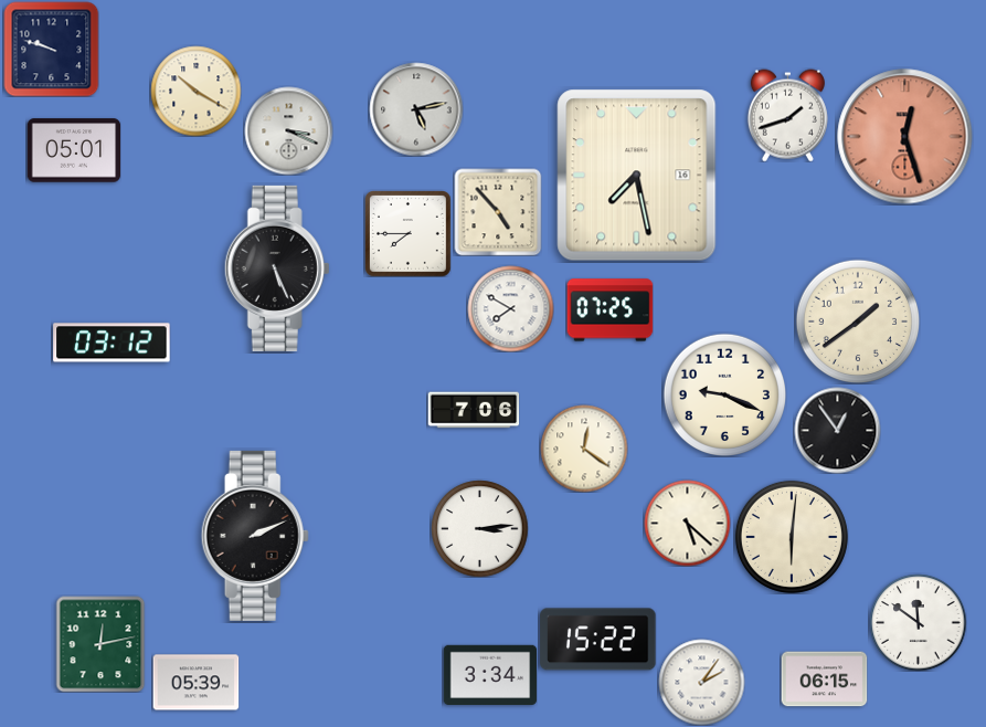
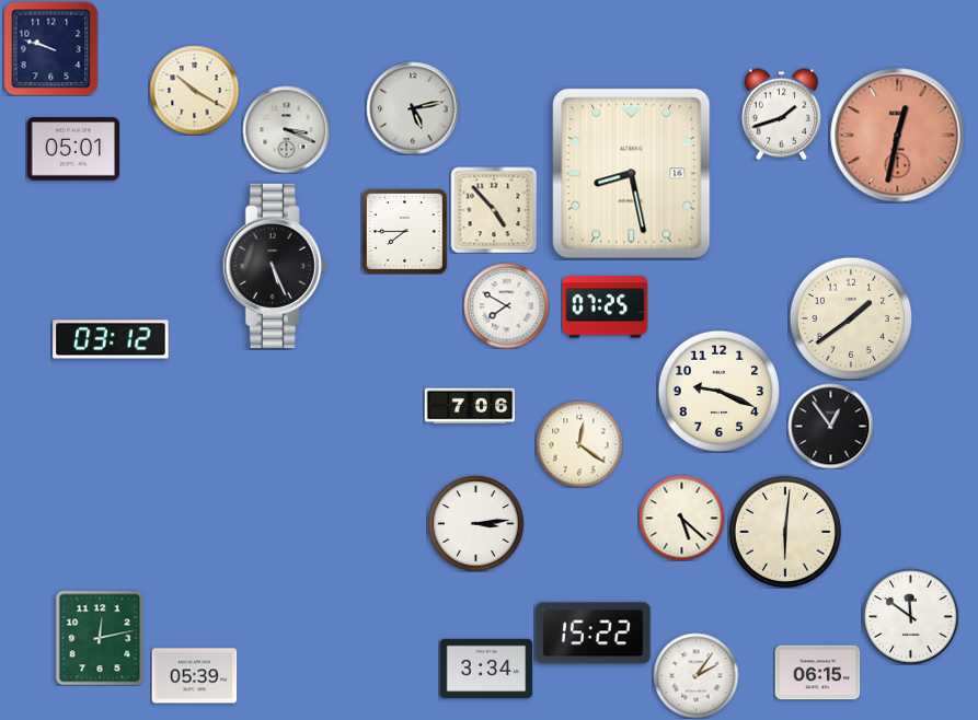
clock at (905, 137): 12:27 -> 12:32
clock at (637, 176): 7:28 -> 8:28
clock at (255, 536): 2:11 -> none
